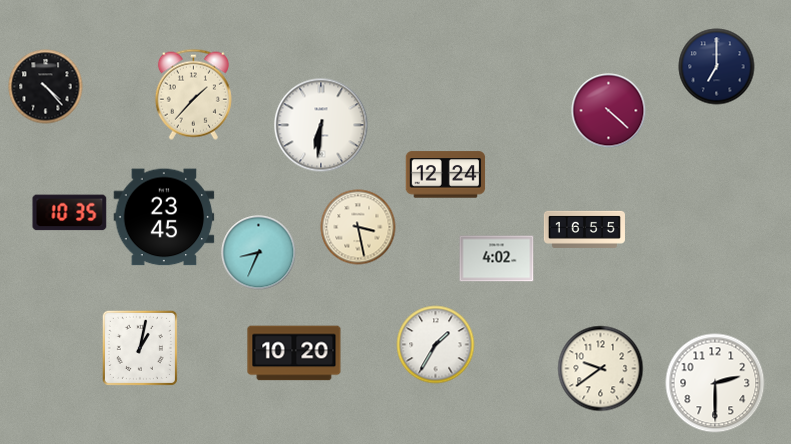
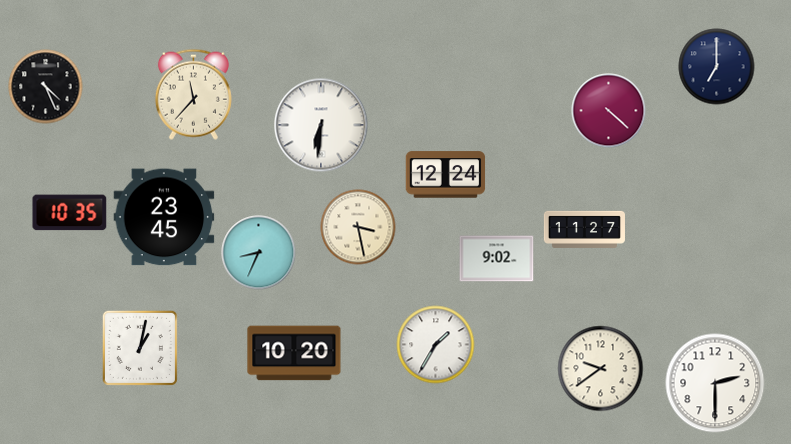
clock at (46, 87): 4:23 -> 4:26
clock at (193, 94): 1:37 -> 11:37
clock at (584, 229): 16:55 -> 11:27
clock at (497, 259): 4:02 -> 9:02
